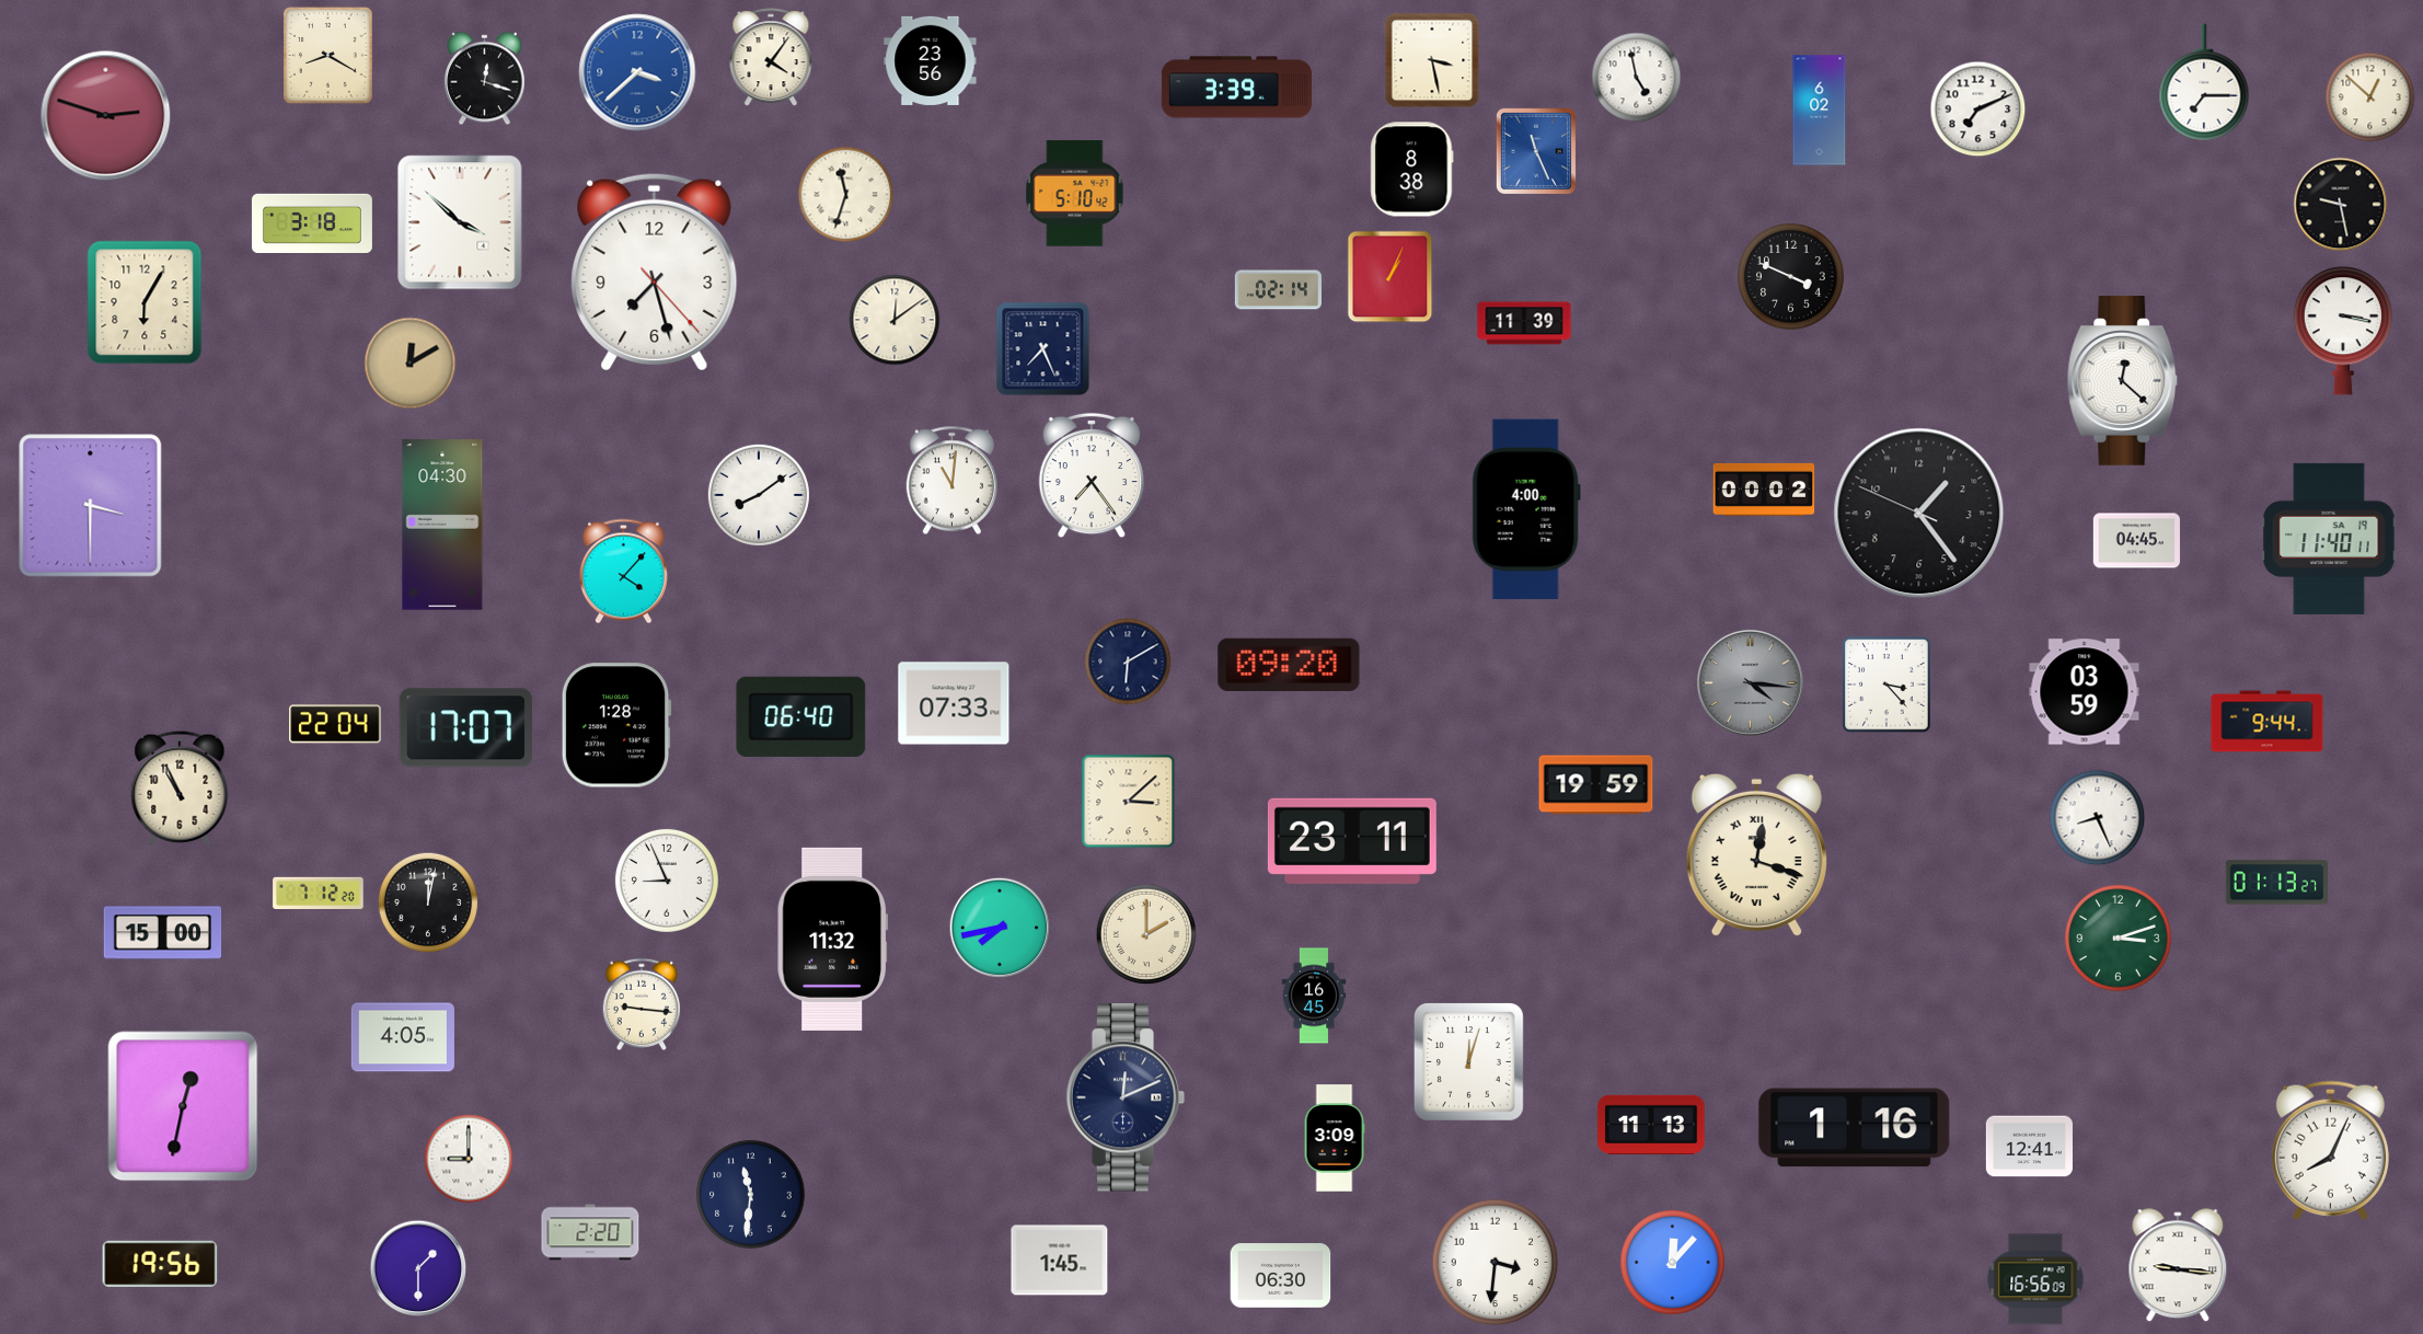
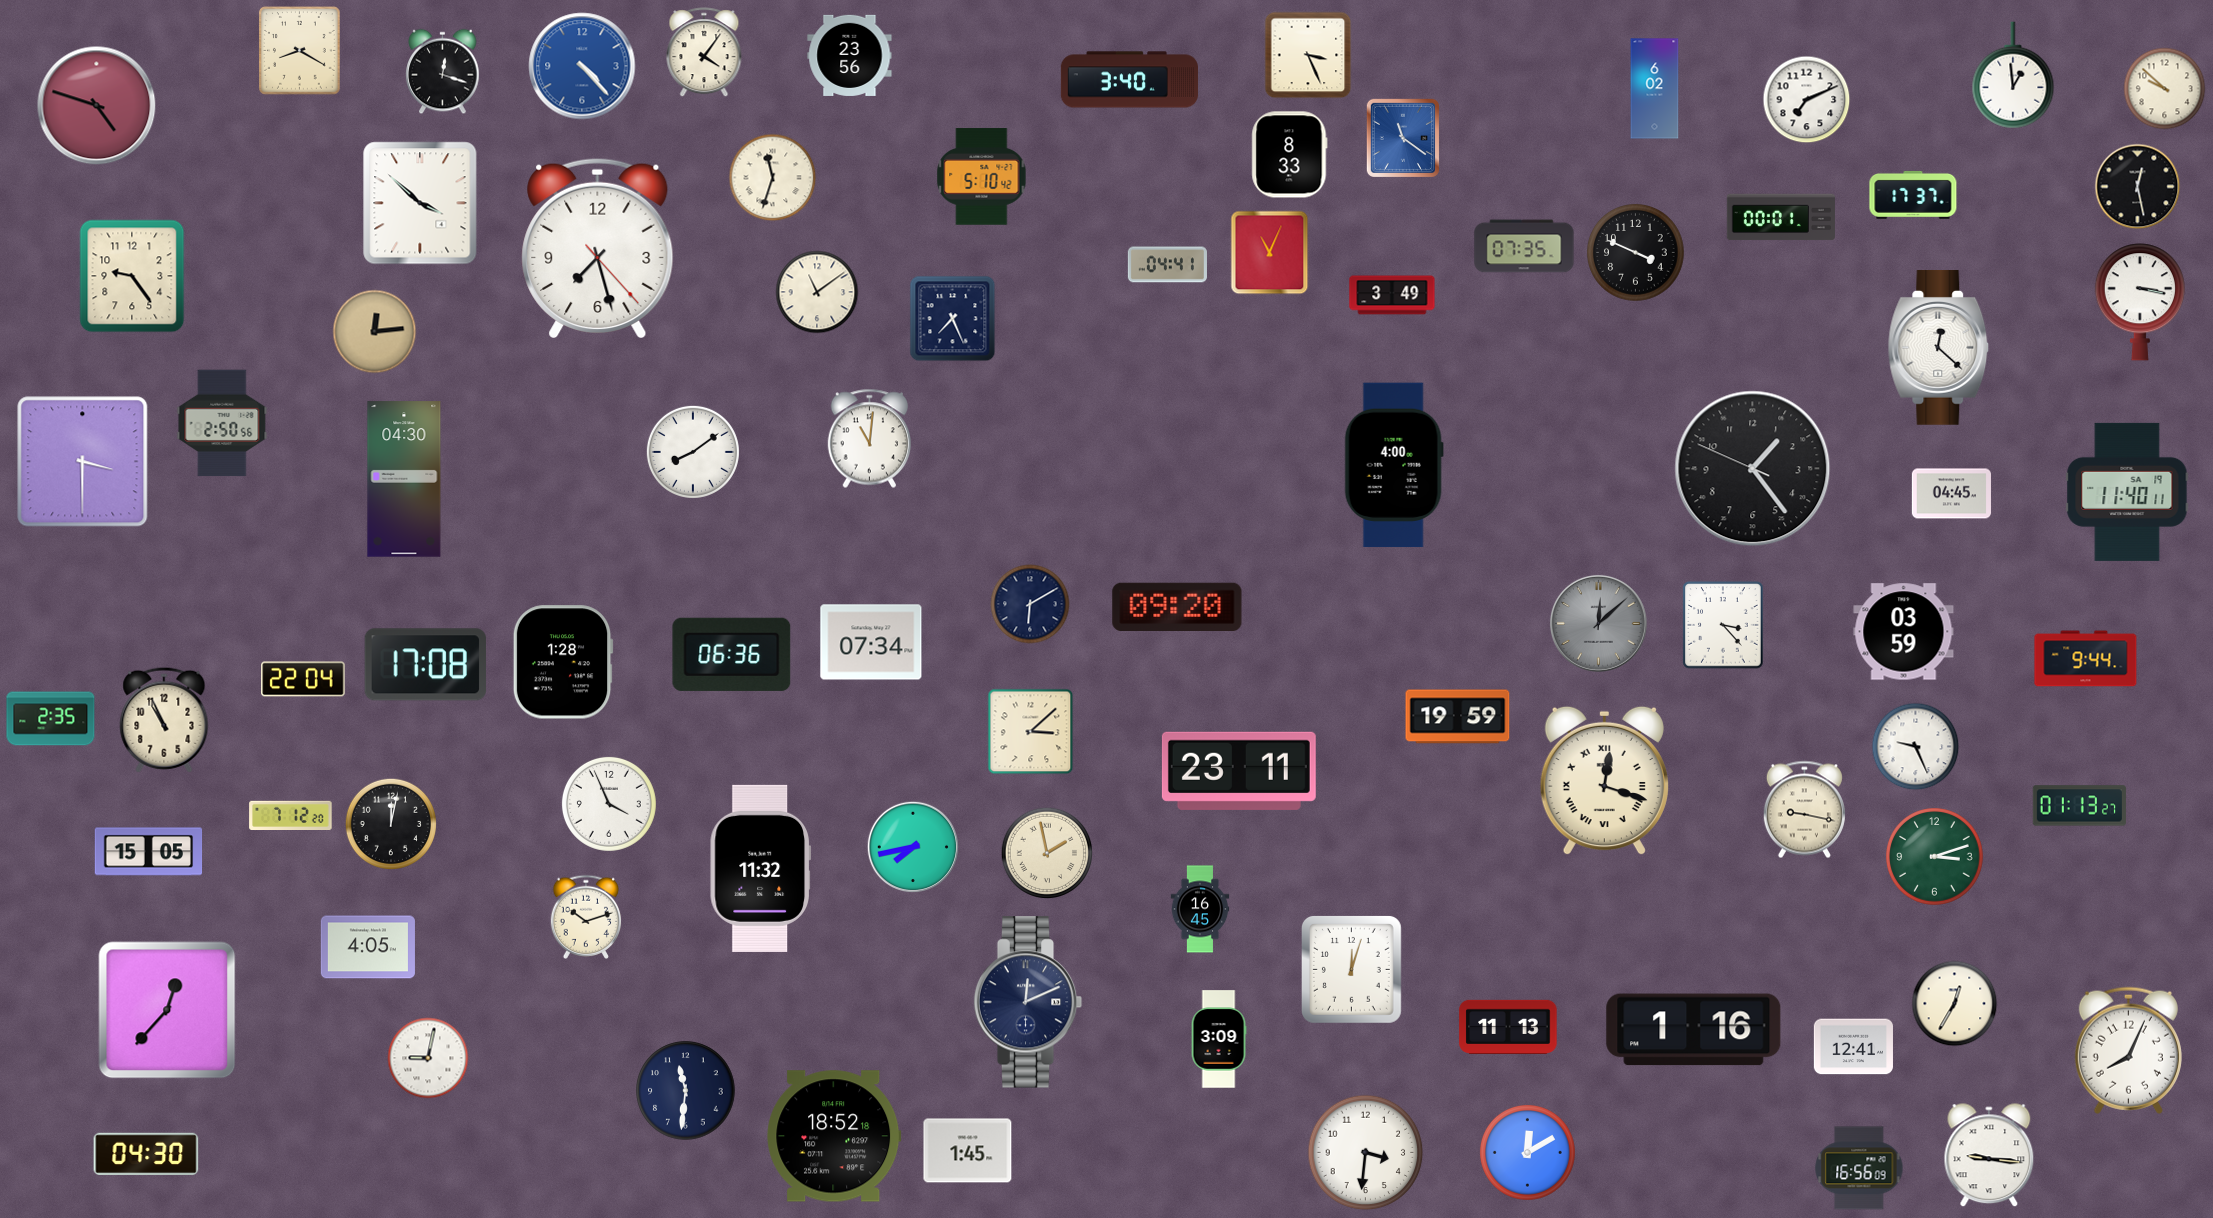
clock at (1432, 60): 3:28 -> 3:26
clock at (637, 72): 3:38 -> 4:23
clock at (1637, 78): 4:58 -> none
clock at (2204, 82): 7:15 -> 12:59
clock at (1236, 88): 3:39 -> 3:40
clock at (2370, 97): 12:52 -> 9:52
clock at (1820, 111) position: (1820, 111) -> (1655, 89)
clock at (106, 116): 2:48 -> 4:48
clock at (1536, 151): 11:26 -> 11:21
clock at (1412, 170): 8:38 -> 8:33
clock at (2341, 205): 9:28 -> 12:28
clock at (1913, 195): none -> 17:37
clock at (312, 222): 3:18 -> none
clock at (1781, 217): none -> 00:01
clock at (1524, 246): none -> 07:35
clock at (1391, 277): 1:04 -> 11:04
clock at (1278, 290): 02:14 -> 04:41
clock at (145, 302): 6:05 -> 9:24
clock at (895, 320): 12:09 -> 11:09
clock at (1524, 323): 11:39 -> 3:49
clock at (411, 364): 12:10 -> 12:14
clock at (222, 423): none -> 2:50
clock at (1091, 475): 7:24 -> none
clock at (1764, 490): 00:02 -> none
clock at (623, 572): 4:07 -> none
clock at (1750, 682): 4:16 -> 12:08
clock at (954, 703): 07:33 -> 07:34
clock at (801, 716): 06:40 -> 06:36
clock at (2268, 722) position: (2268, 722) -> (2086, 659)
clock at (335, 724) position: (335, 724) -> (303, 679)
clock at (465, 728): 17:07 -> 17:08
clock at (51, 719): none -> 2:35
clock at (2098, 818): 8:26 -> 9:26
clock at (1352, 841) position: (1352, 841) -> (1239, 771)
clock at (667, 881): 8:56 -> 3:56
clock at (1804, 810): none -> 9:17
clock at (163, 933): 15:00 -> 15:05
clock at (1145, 933): 2:00 -> 1:58
clock at (832, 939) position: (832, 939) -> (760, 868)
clock at (642, 1004): 9:16 -> 10:12
clock at (1468, 1061) position: (1468, 1061) -> (1351, 969)
clock at (1955, 1004): none -> 12:35
clock at (183, 1106): 12:32 -> 12:37
clock at (469, 1159): 9:00 -> 9:02
clock at (590, 1232): 2:20 -> none
clock at (834, 1136): none -> 18:52
clock at (1672, 1262): 12:07 -> 12:10
clock at (160, 1263): 19:56 -> 04:30
clock at (418, 1268): 1:30 -> none
clock at (1281, 1276): 06:30 -> none
